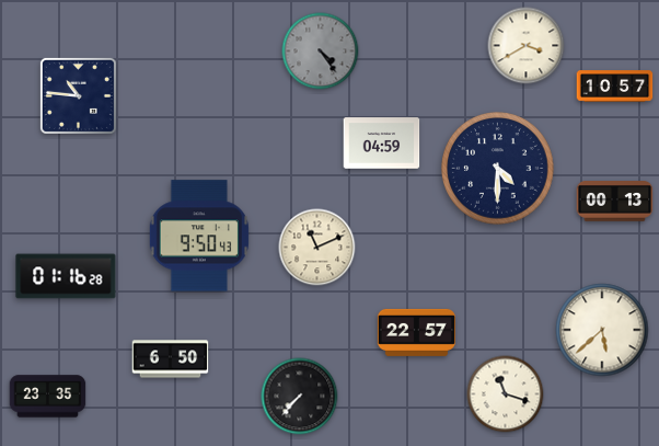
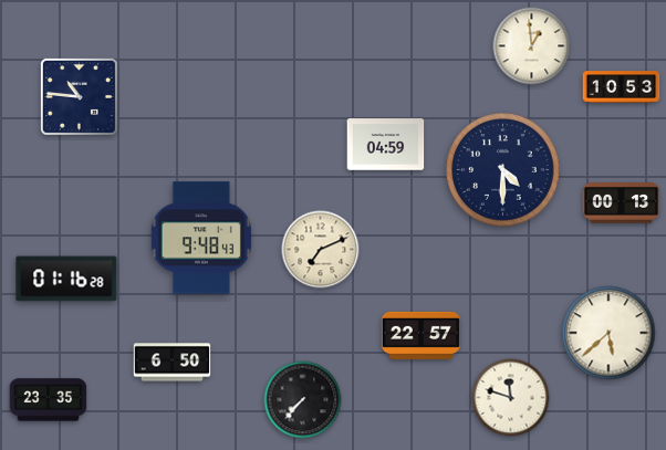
clock at (527, 46): 3:40 -> 12:59
clock at (321, 52): 4:24 -> none
clock at (615, 87): 10:57 -> 10:53
clock at (199, 236): 9:50 -> 9:48
clock at (317, 248): 11:11 -> 7:11
clock at (506, 394): 11:18 -> 11:48
